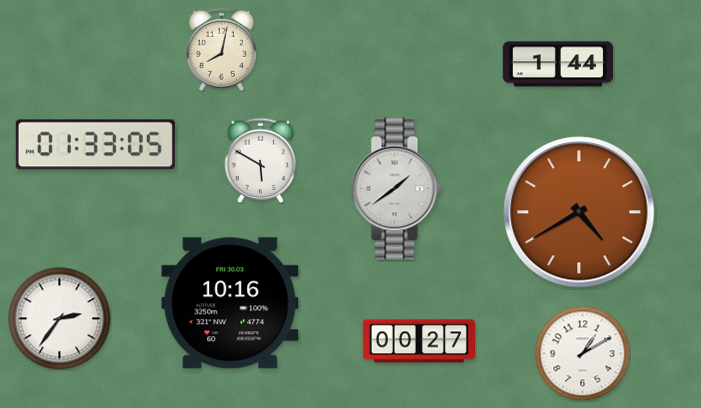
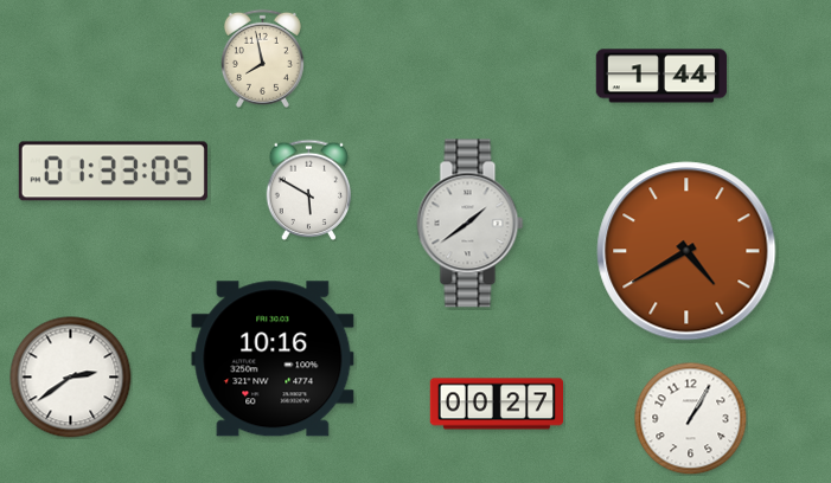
clock at (221, 49): 8:02 -> 7:58
clock at (60, 319): 2:36 -> 2:39
clock at (582, 353): 1:10 -> 1:05
